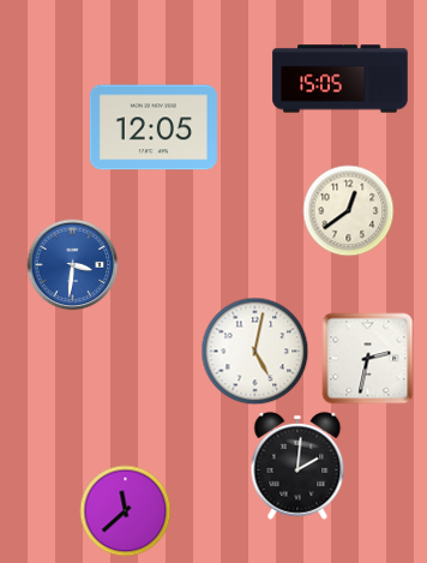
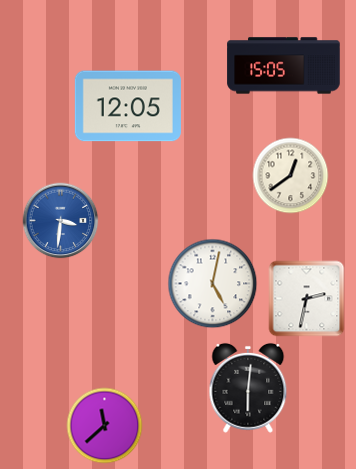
clock at (255, 352) position: (255, 352) -> (213, 284)
clock at (297, 466): 2:01 -> 6:01
